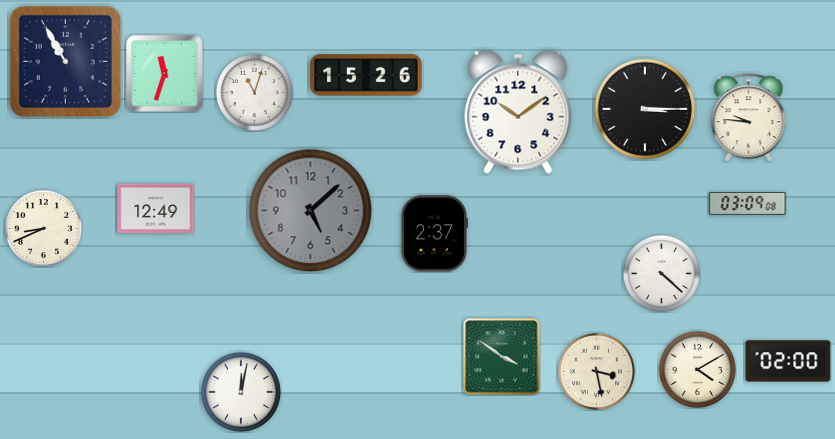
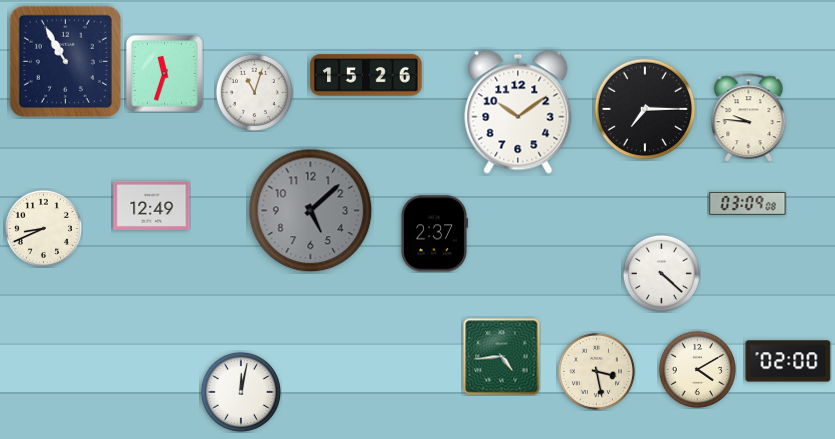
clock at (645, 109): 3:15 -> 7:15
clock at (156, 208) position: (156, 208) -> (152, 205)
clock at (502, 357): 3:51 -> 4:44
